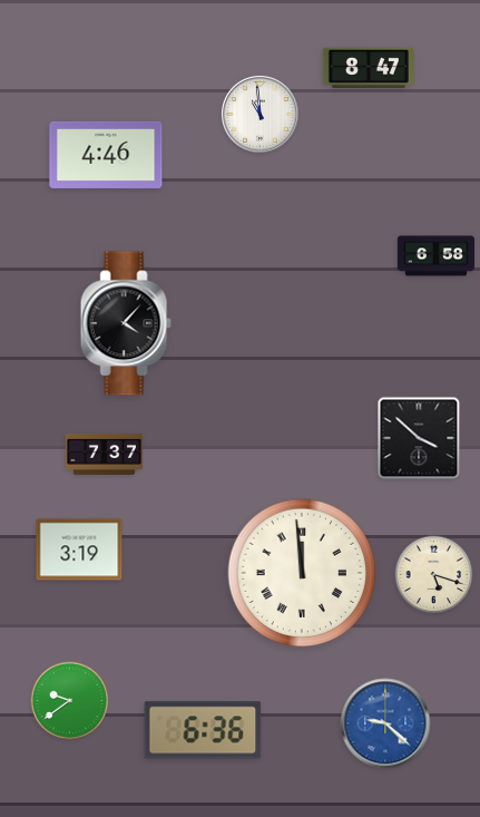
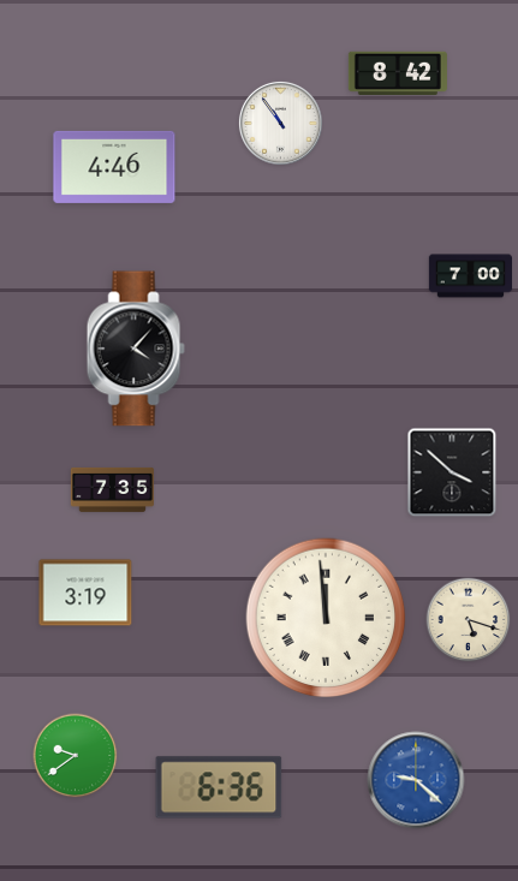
clock at (369, 67): 8:47 -> 8:42
clock at (259, 114): 10:59 -> 10:54
clock at (435, 256): 6:58 -> 7:00
clock at (104, 454): 7:37 -> 7:35
